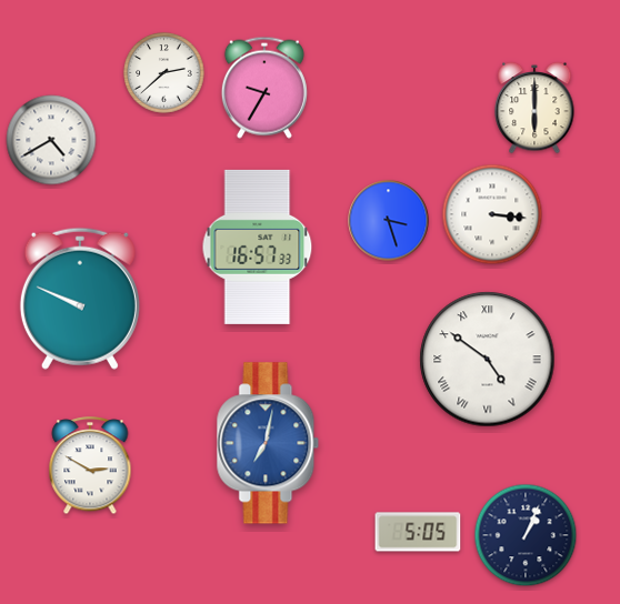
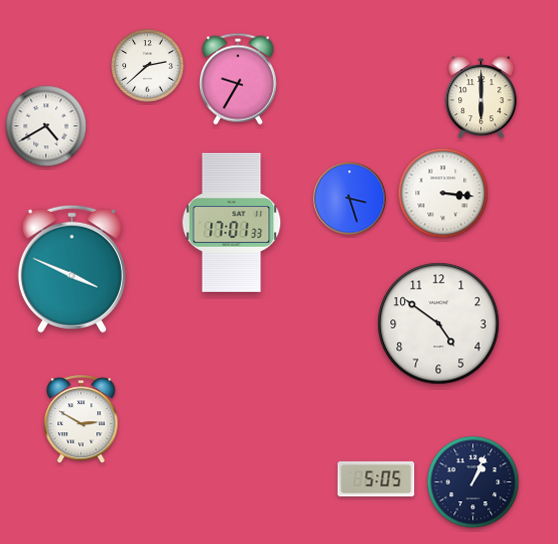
clock at (258, 246): 16:57 -> 17:01
clock at (80, 299): 9:49 -> 3:49
clock at (488, 360) numerals: Roman -> Arabic
clock at (268, 443): 7:02 -> none
